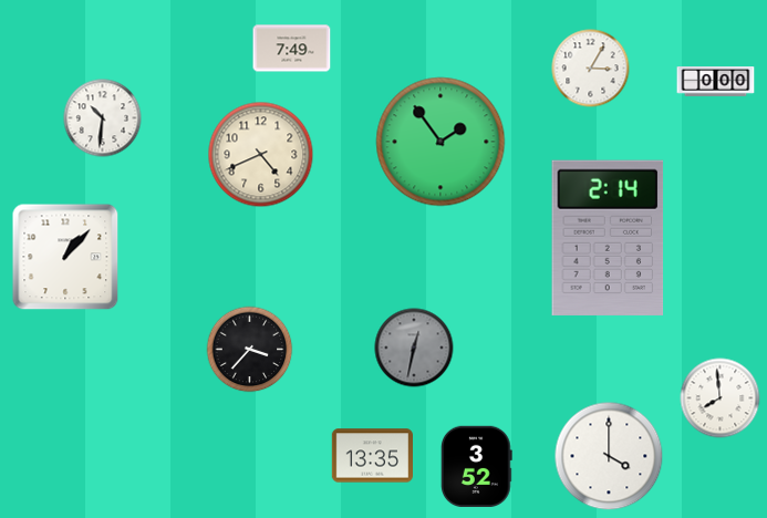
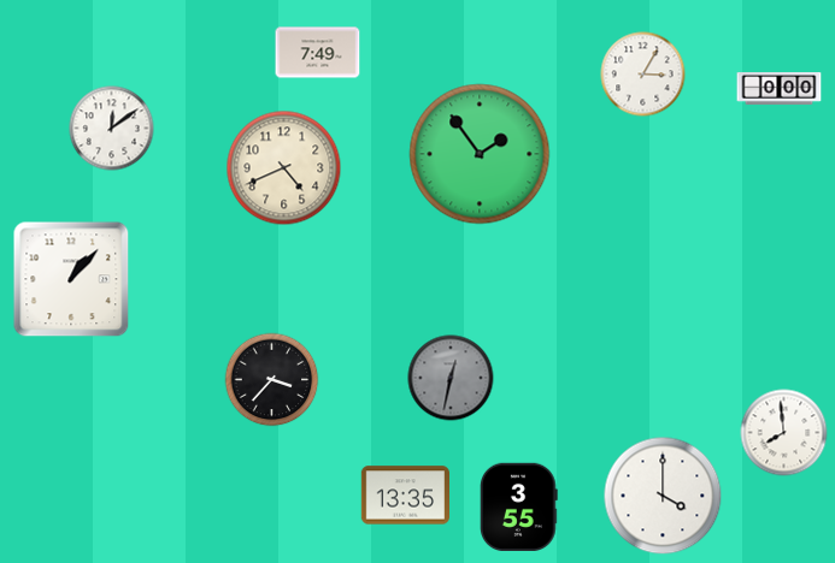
clock at (103, 118): 10:31 -> 12:09
clock at (608, 238): 2:14 -> none
clock at (477, 466): 3:52 -> 3:55
